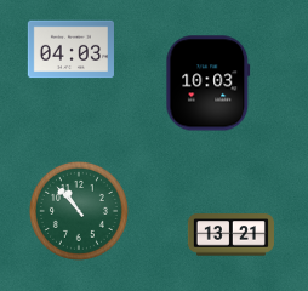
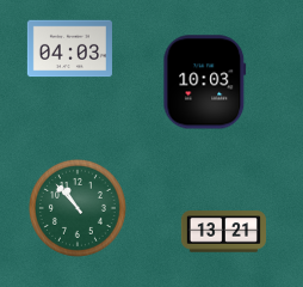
clock at (230, 235) position: (230, 235) -> (223, 232)
